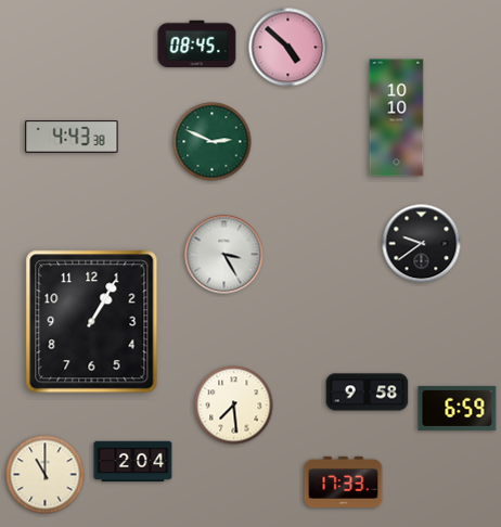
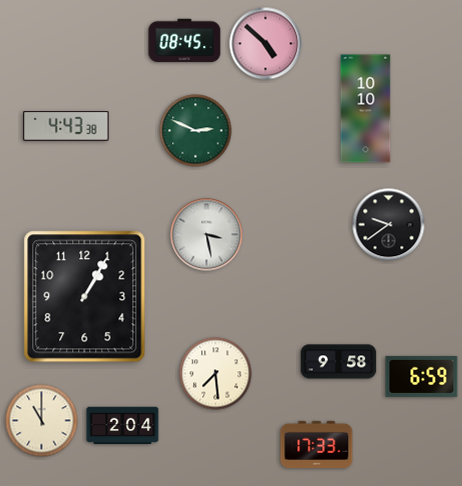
clock at (197, 44) position: (197, 44) -> (185, 41)
clock at (224, 255): 3:25 -> 3:28
clock at (46, 475) position: (46, 475) -> (42, 421)
